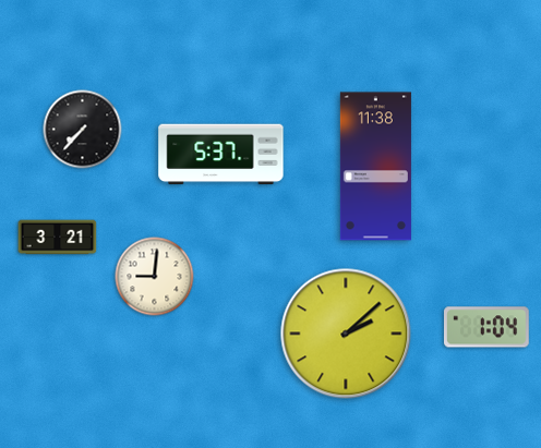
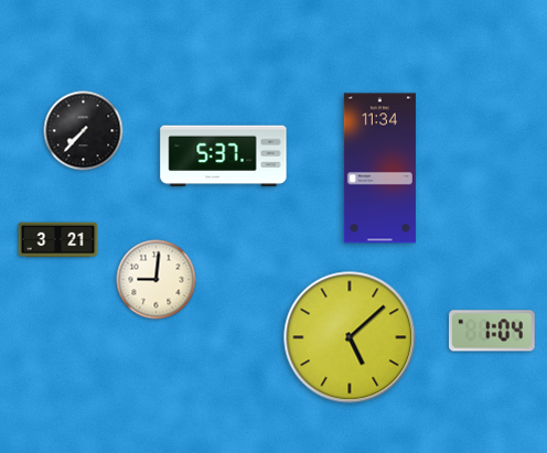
clock at (375, 167): 11:38 -> 11:34
clock at (346, 334): 2:08 -> 5:08
